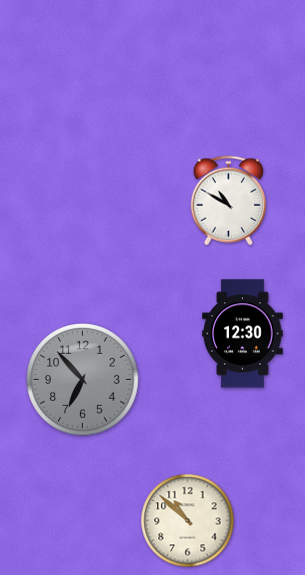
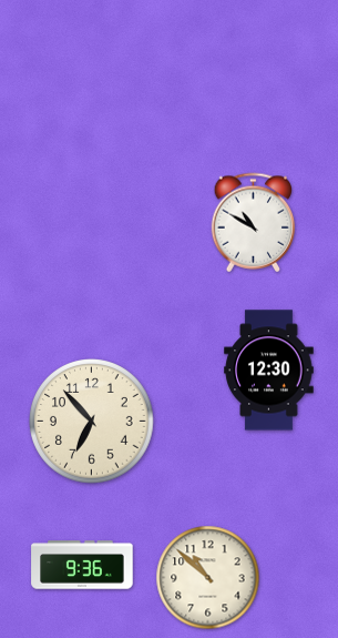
clock at (83, 380) dial: grey -> cream
clock at (82, 565): none -> 9:36
